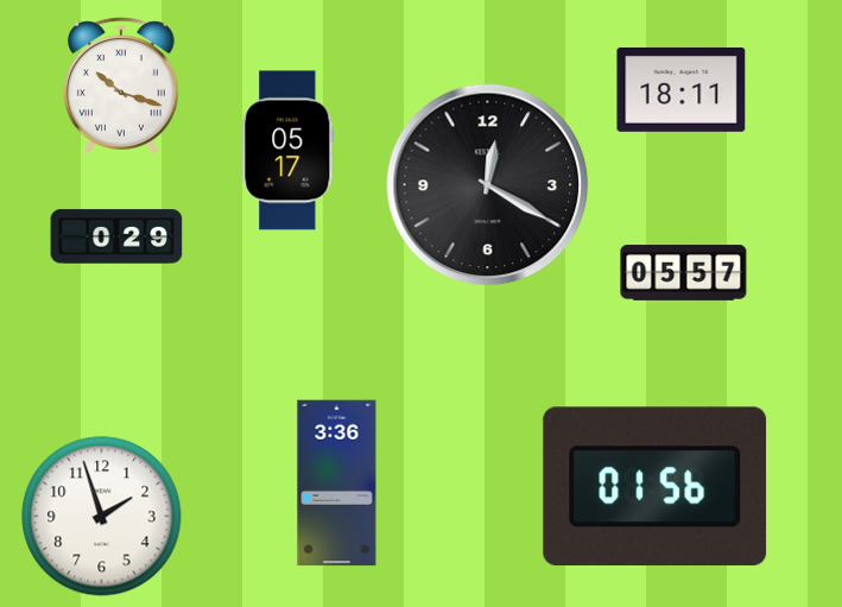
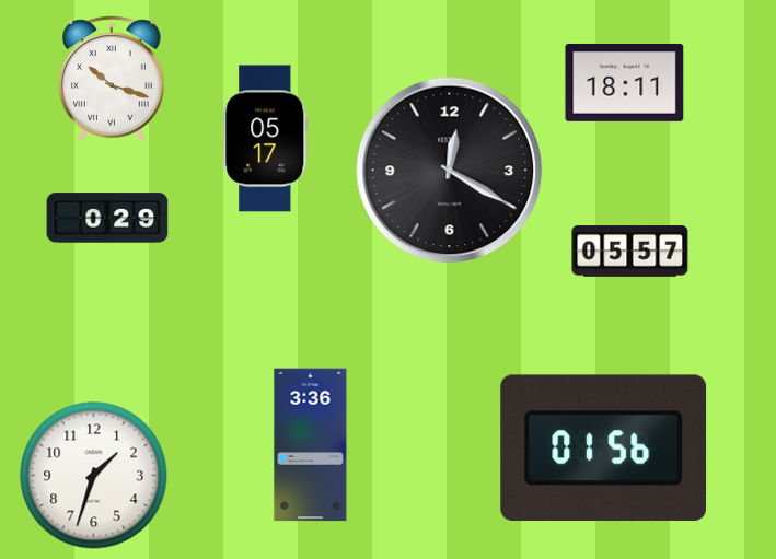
clock at (682, 89) position: (682, 89) -> (625, 82)
clock at (102, 517): 1:57 -> 1:33
